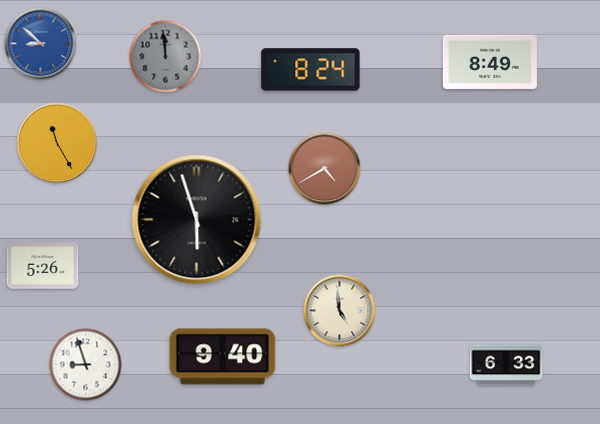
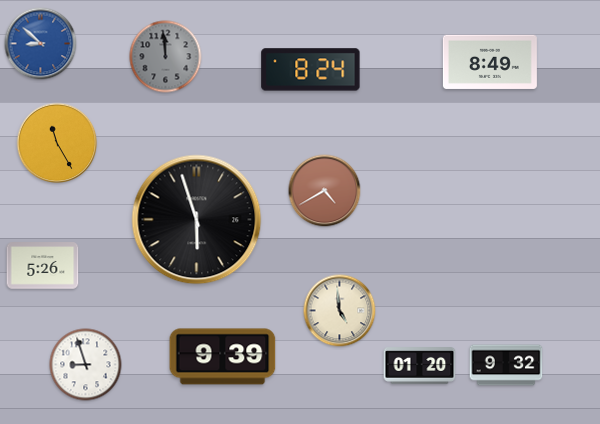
clock at (325, 169) position: (325, 169) -> (325, 191)
clock at (223, 357): 9:40 -> 9:39
clock at (506, 365): 6:33 -> 9:32
clock at (420, 366): none -> 01:20
